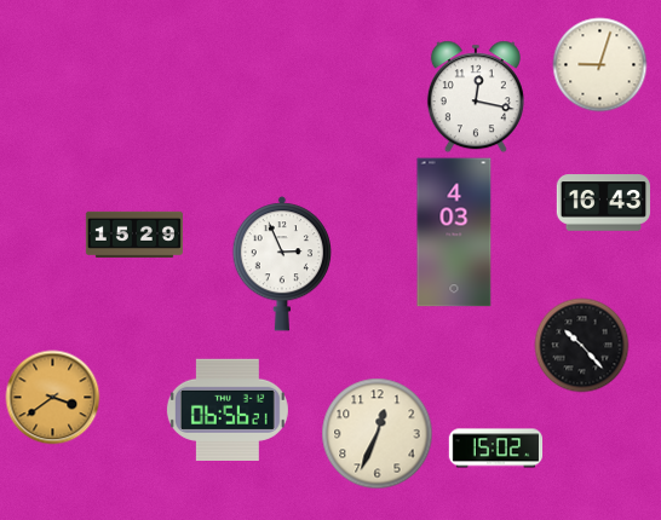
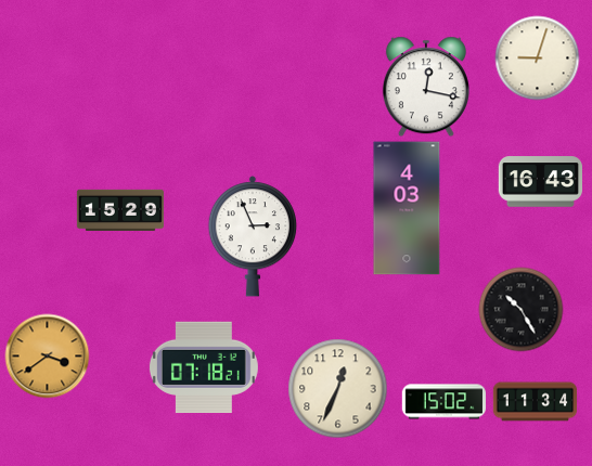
clock at (581, 345): 10:23 -> 10:25
clock at (228, 410): 06:56 -> 07:18
clock at (535, 402): none -> 11:34
